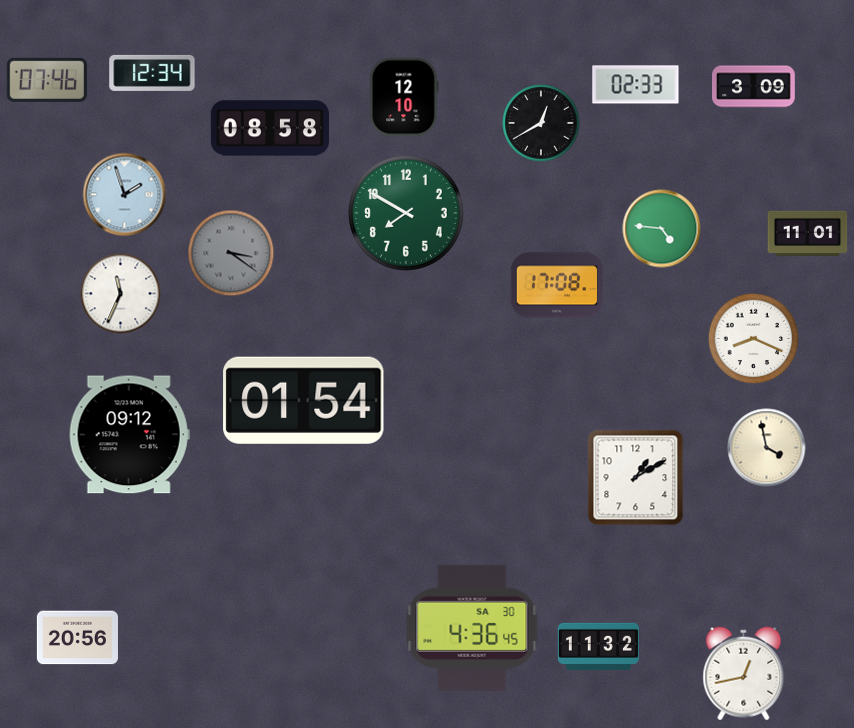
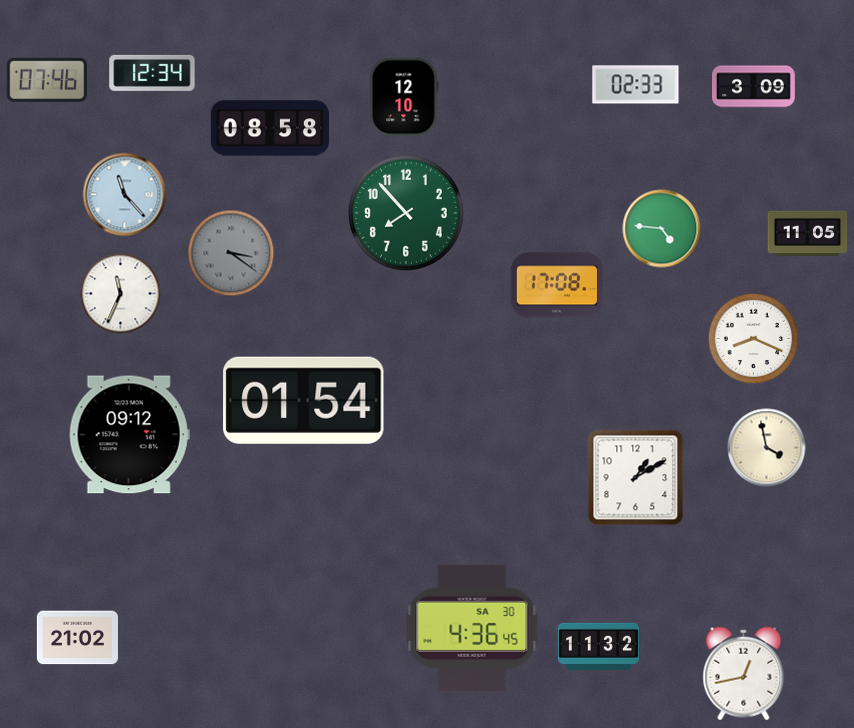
clock at (541, 123): 12:40 -> none
clock at (125, 195): 1:57 -> 11:23
clock at (406, 213): 7:50 -> 7:53
clock at (808, 233): 11:01 -> 11:05
clock at (77, 638): 20:56 -> 21:02
